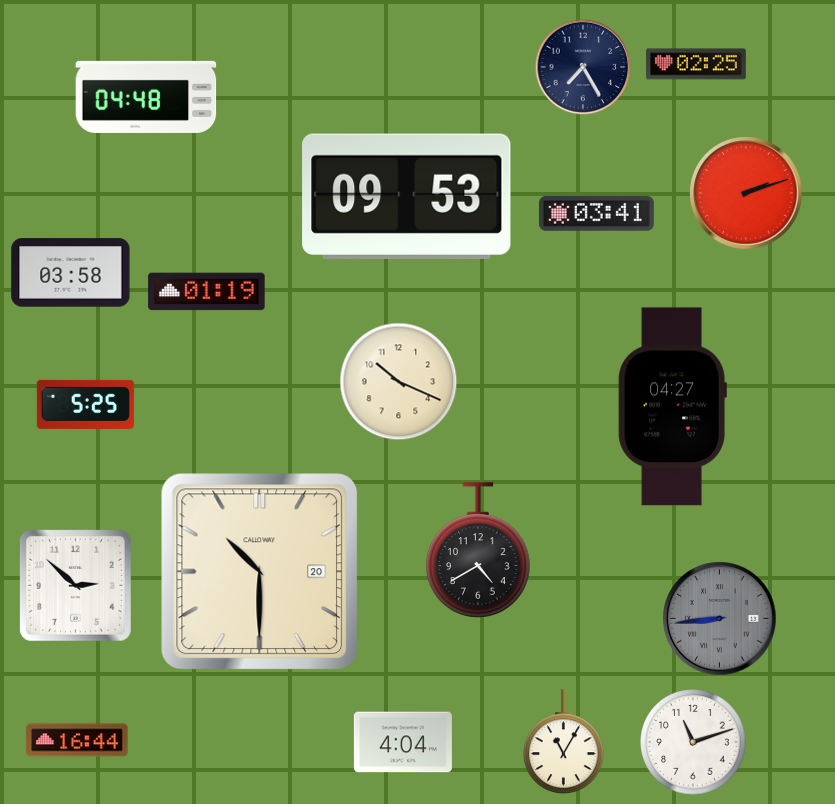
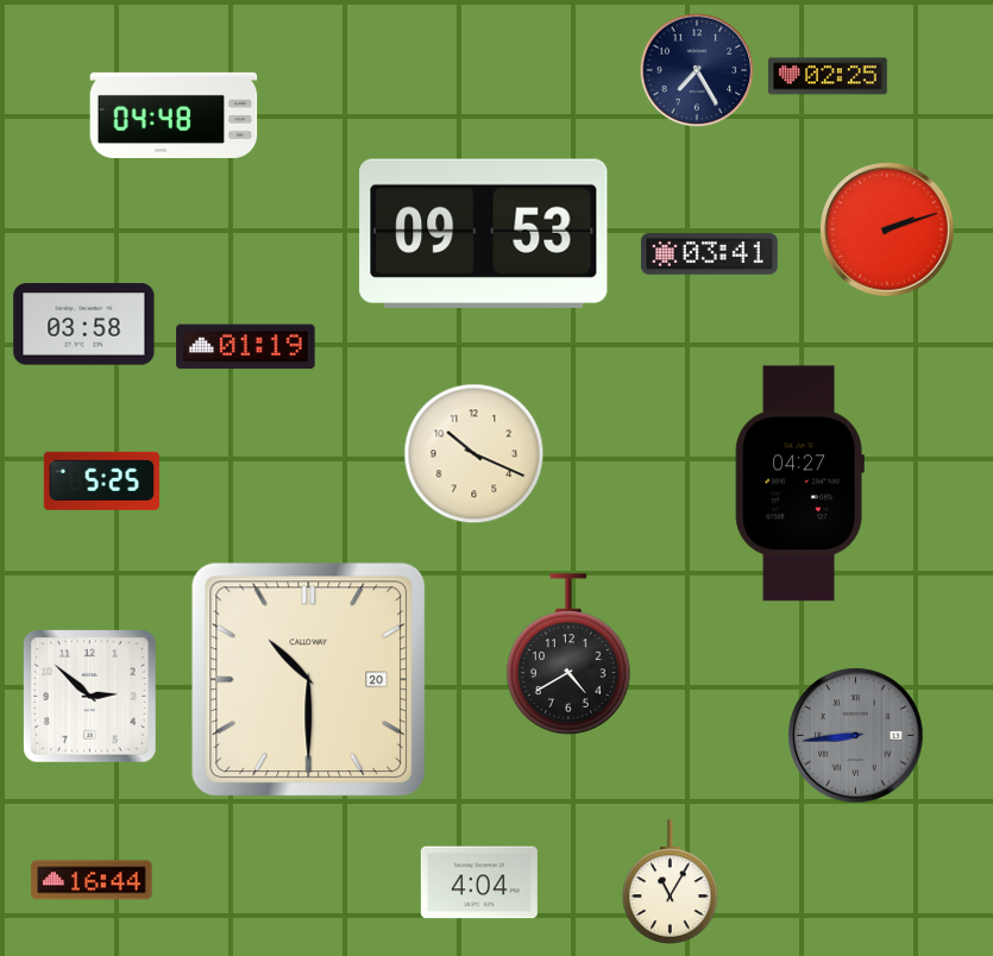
clock at (583, 67) position: (583, 67) -> (697, 70)
clock at (693, 742): 11:12 -> none
